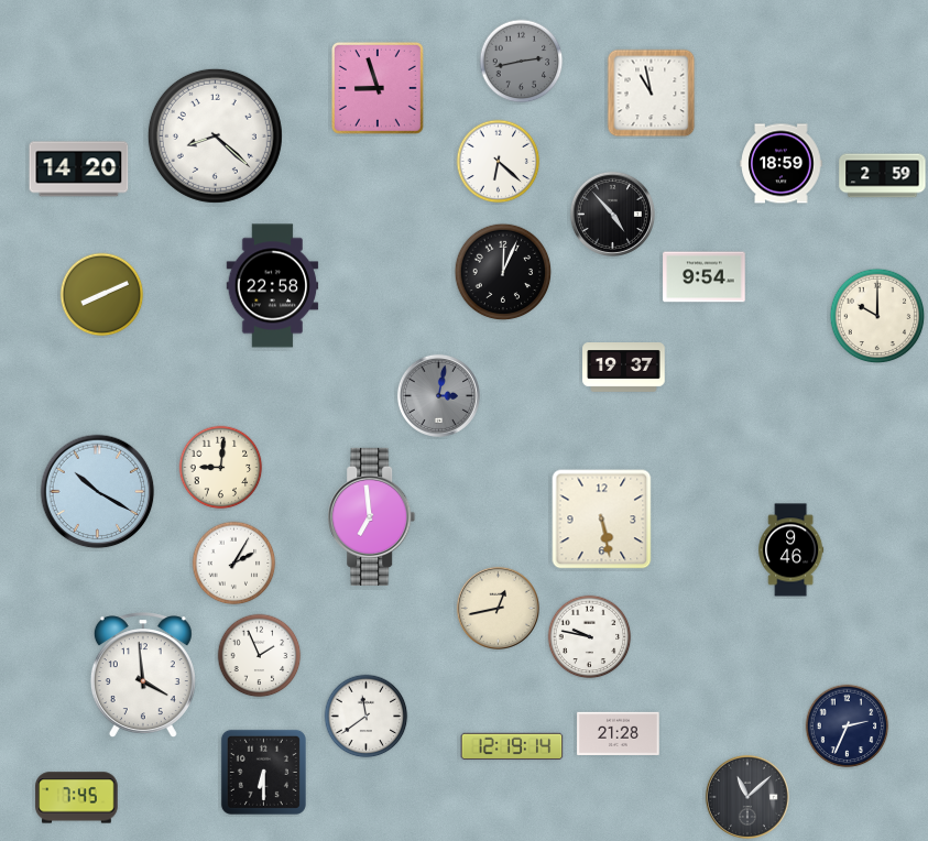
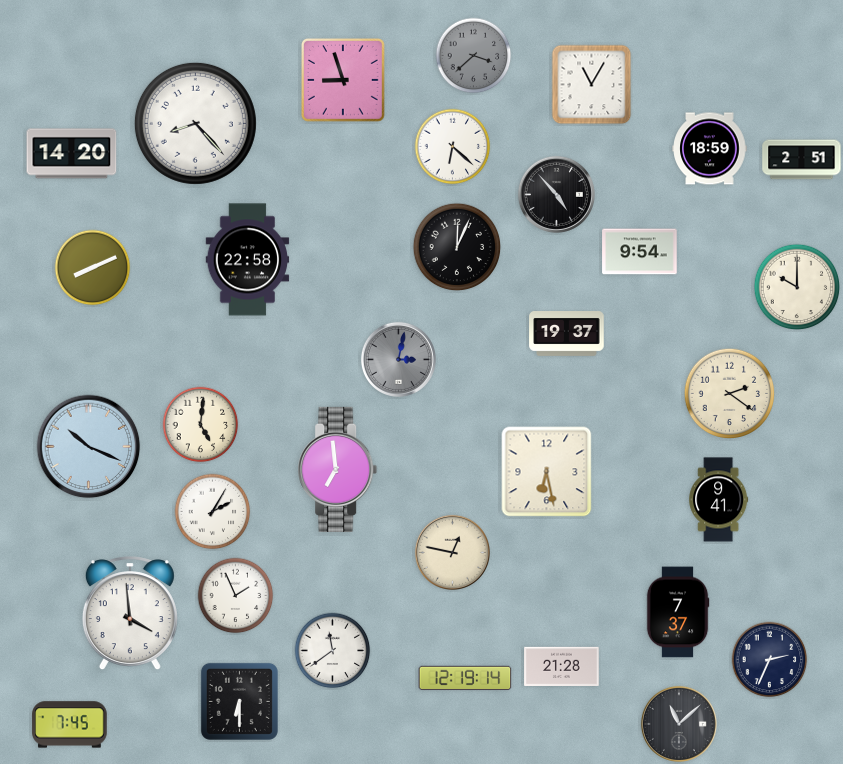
clock at (522, 62): 2:43 -> 3:38
clock at (652, 94): 10:58 -> 11:05
clock at (215, 135): 8:22 -> 8:23
clock at (883, 176): 2:59 -> 2:51
clock at (730, 394): none -> 2:21
clock at (221, 468): 9:01 -> 5:01
clock at (98, 492): 10:20 -> 10:19
clock at (602, 520): 5:28 -> 6:28
clock at (791, 550): 9:46 -> 9:41
clock at (498, 608): 12:43 -> 12:47
clock at (590, 637): 9:47 -> none
clock at (678, 612): none -> 7:37
